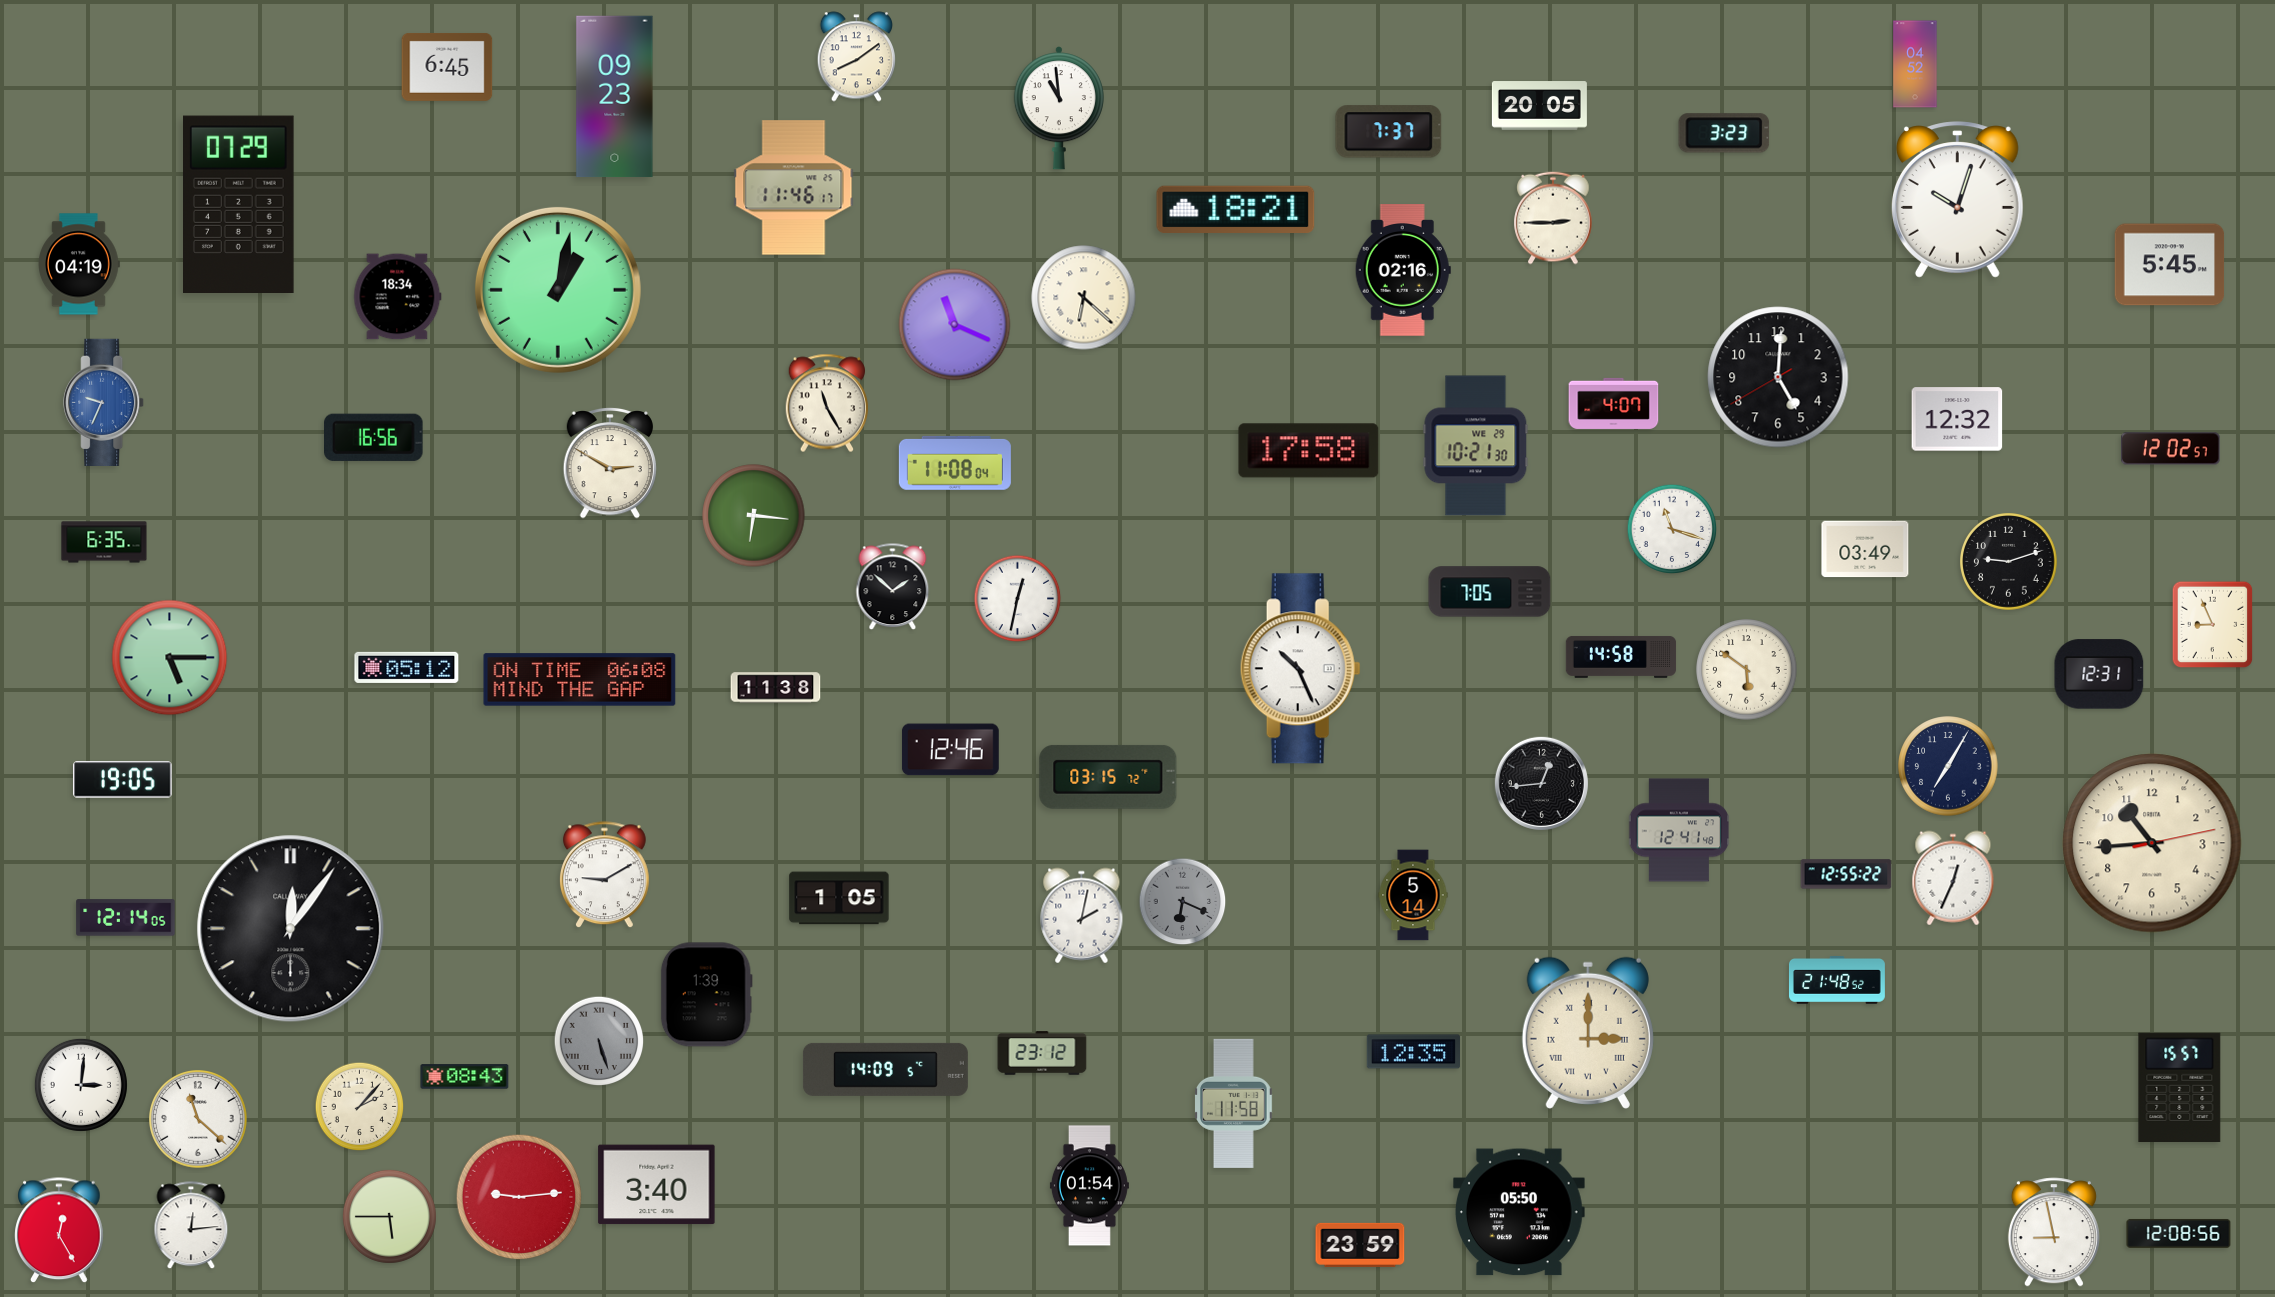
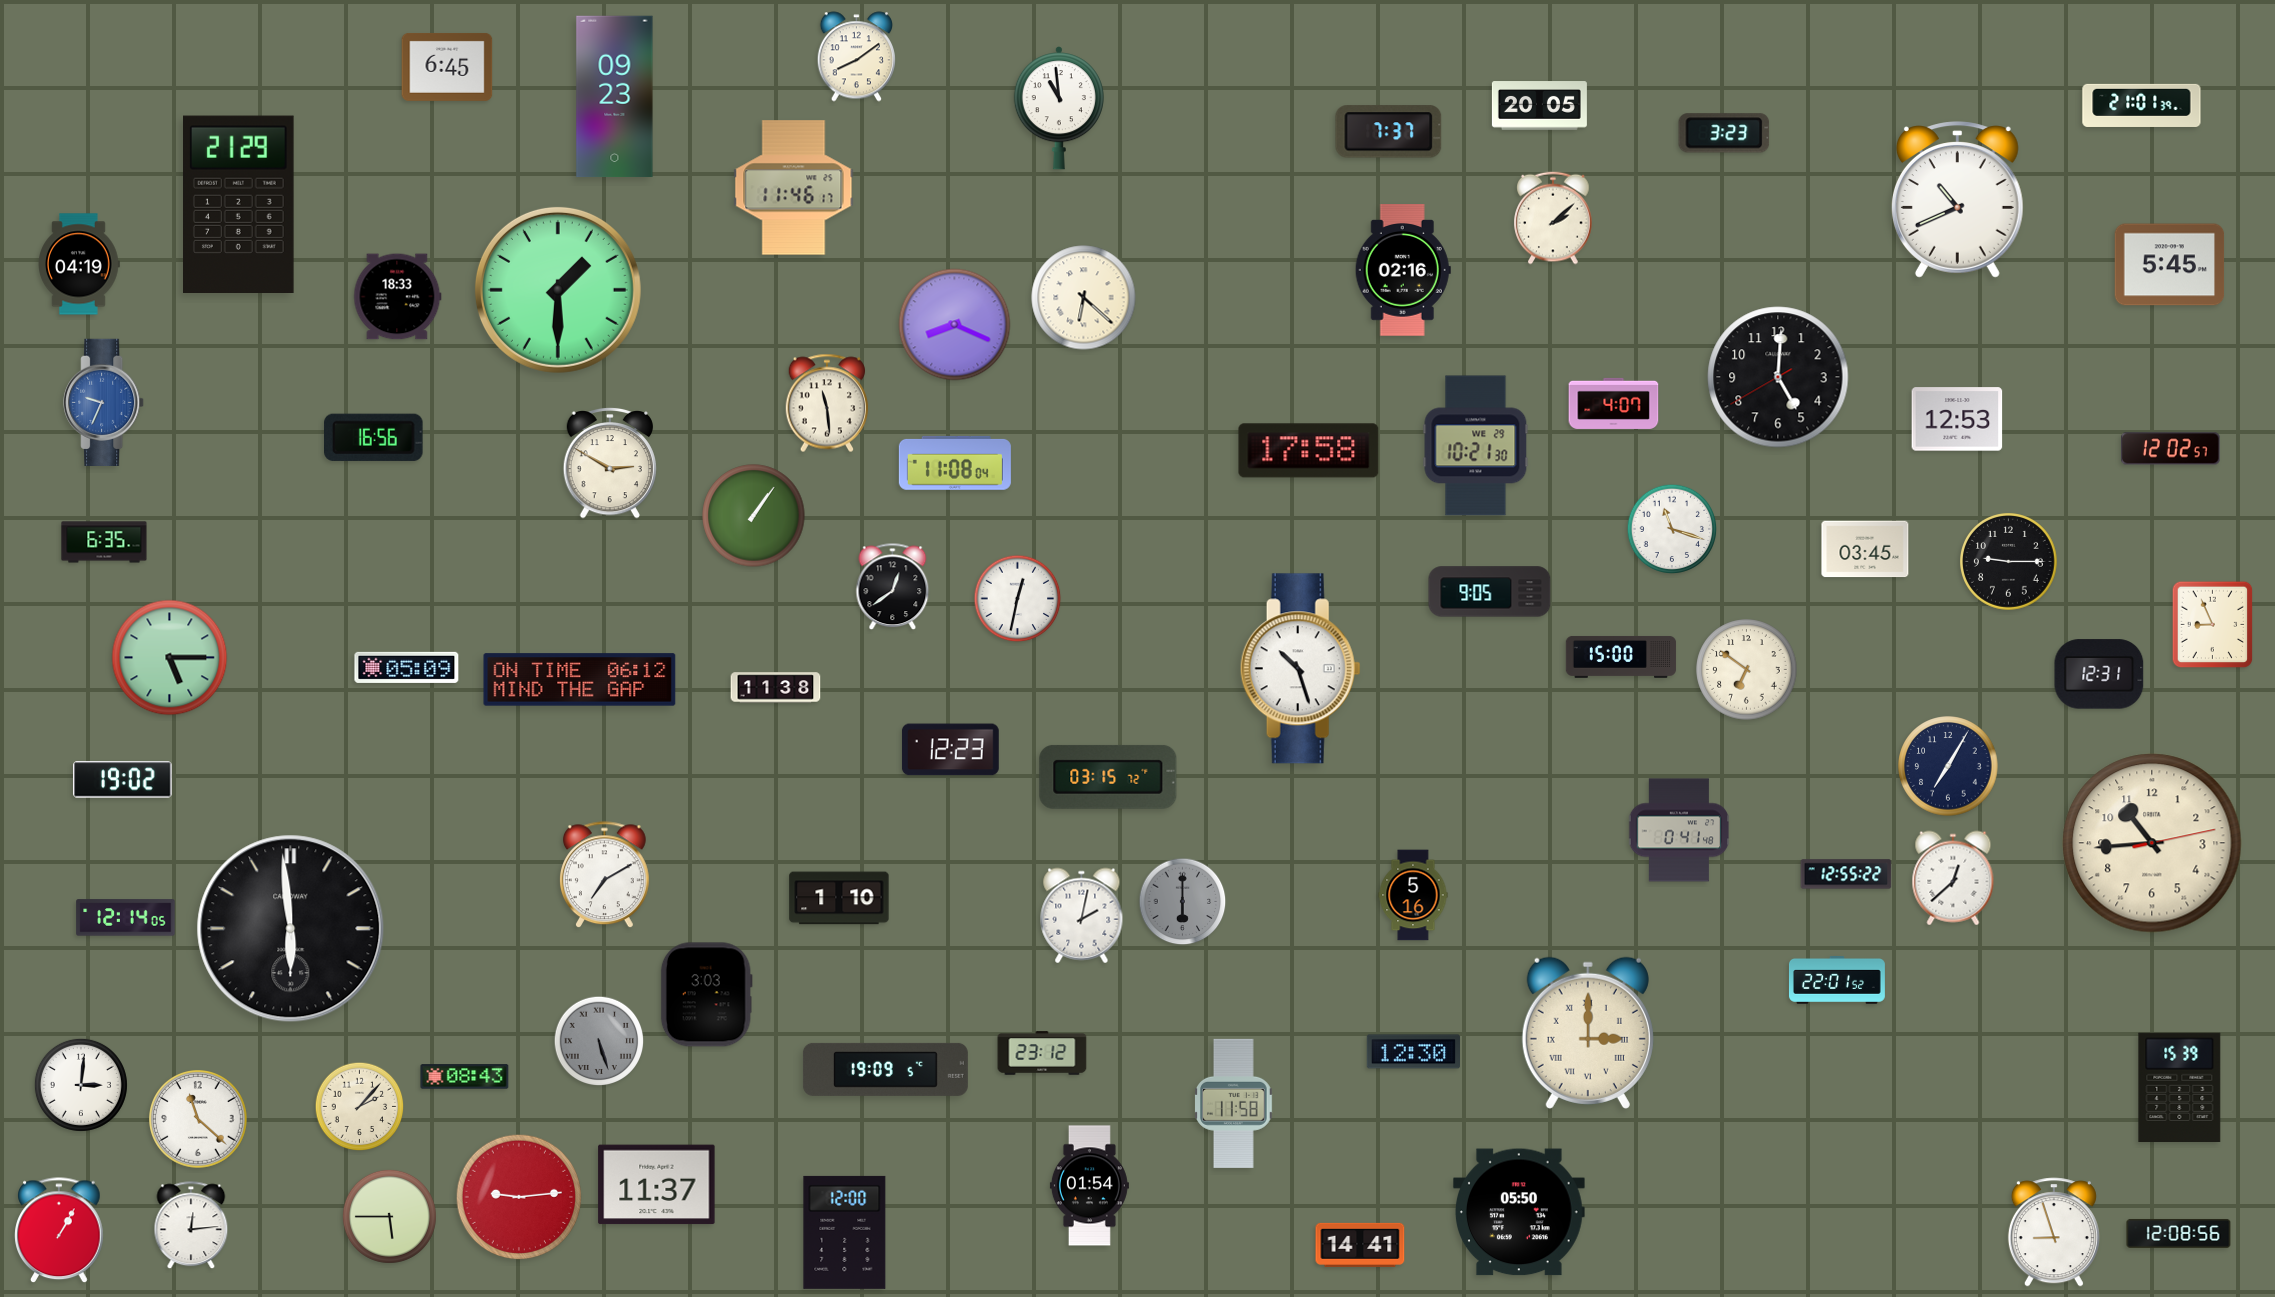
clock at (1915, 64): 04:52 -> none
clock at (2142, 105): none -> 21:01
clock at (1957, 200): 10:03 -> 10:41
clock at (239, 204): 07:29 -> 21:29
clock at (1236, 210): 18:21 -> none
clock at (1553, 218): 2:45 -> 2:08
clock at (558, 290): 1:02 -> 1:30
clock at (398, 297): 18:34 -> 18:33
clock at (955, 325): 11:19 -> 8:19
clock at (827, 403): 11:25 -> 11:29
clock at (1957, 419): 12:32 -> 12:53
clock at (754, 516): 6:16 -> 1:06
clock at (1865, 549): 03:49 -> 03:45
clock at (2009, 562): 9:12 -> 9:15
clock at (893, 587): 1:52 -> 12:39
clock at (1490, 592): 7:05 -> 9:05
clock at (1621, 657): 14:58 -> 15:00
clock at (407, 667): 05:12 -> 05:09
clock at (1300, 669): 10:26 -> 10:27
clock at (1747, 670): 5:51 -> 6:51
clock at (580, 680): 06:08 -> 06:12
clock at (950, 750): 12:46 -> 12:23
clock at (123, 780): 19:05 -> 19:02
clock at (1541, 783): 12:44 -> none
clock at (1679, 830): 12:41 -> 0:41
clock at (604, 875): 9:10 -> 7:10
clock at (1953, 878): 12:34 -> 12:38
clock at (1413, 895): 5:14 -> 5:16
clock at (839, 898): 1:05 -> 1:10
clock at (1183, 902): 6:19 -> 6:00
clock at (291, 929): 12:06 -> 5:59
clock at (1837, 981): 21:48 -> 22:01
clock at (706, 995): 1:39 -> 3:03
clock at (1413, 1052): 12:35 -> 12:30
clock at (885, 1069): 14:09 -> 19:09
clock at (2180, 1087): 15:57 -> 15:39
clock at (657, 1185): 3:40 -> 11:37
clock at (59, 1231): 12:25 -> 1:05
clock at (845, 1232): none -> 12:00
clock at (2054, 1232): 8:58 -> 8:57
clock at (1360, 1245): 23:59 -> 14:41
